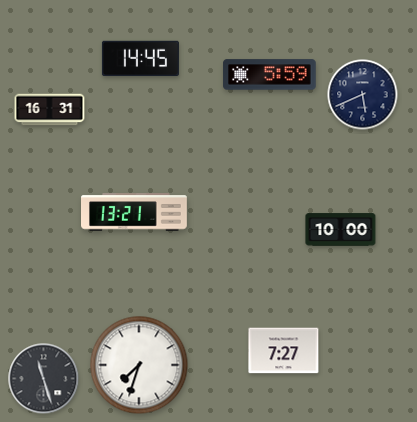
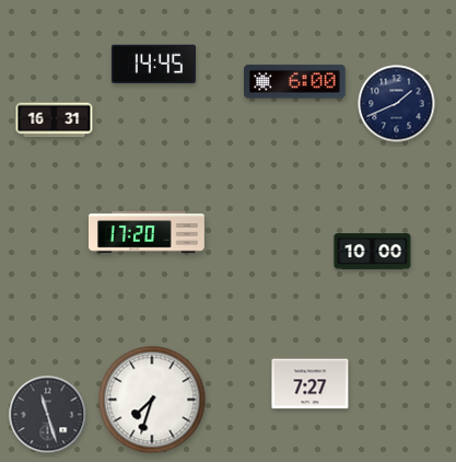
clock at (270, 75): 5:59 -> 6:00
clock at (363, 95): 5:41 -> 1:41
clock at (135, 212): 13:21 -> 17:20
